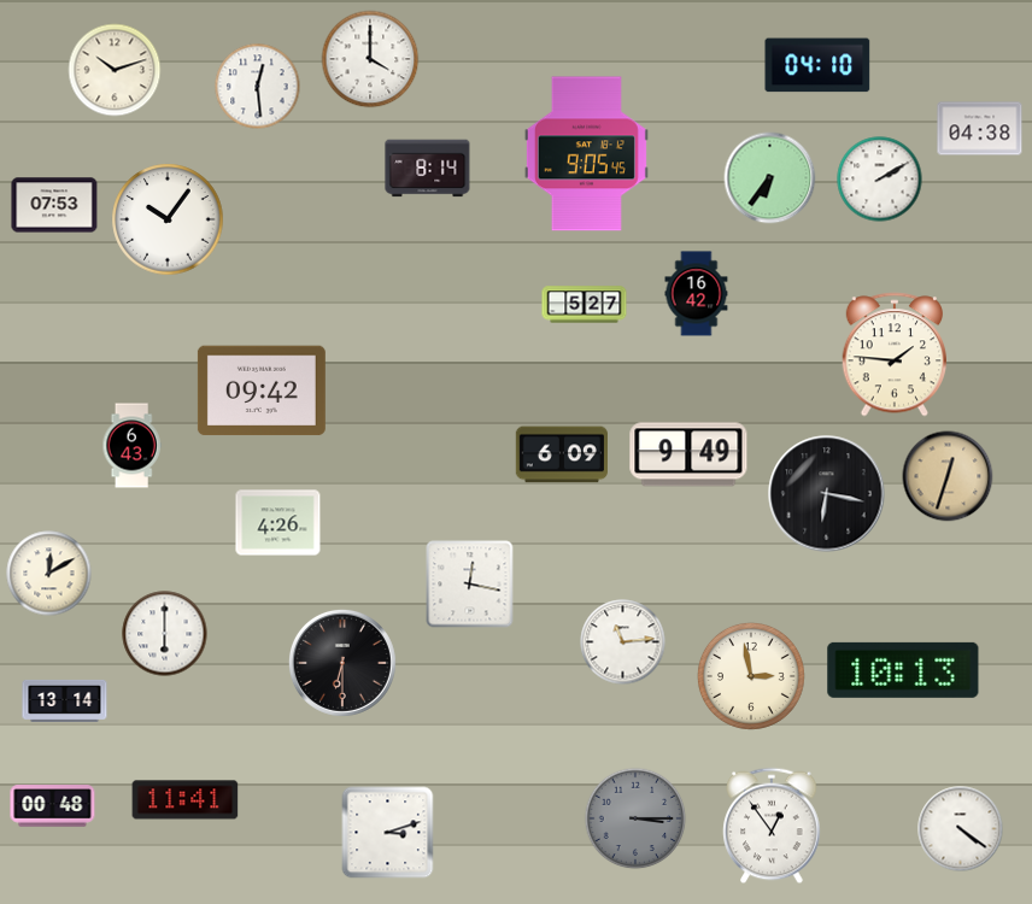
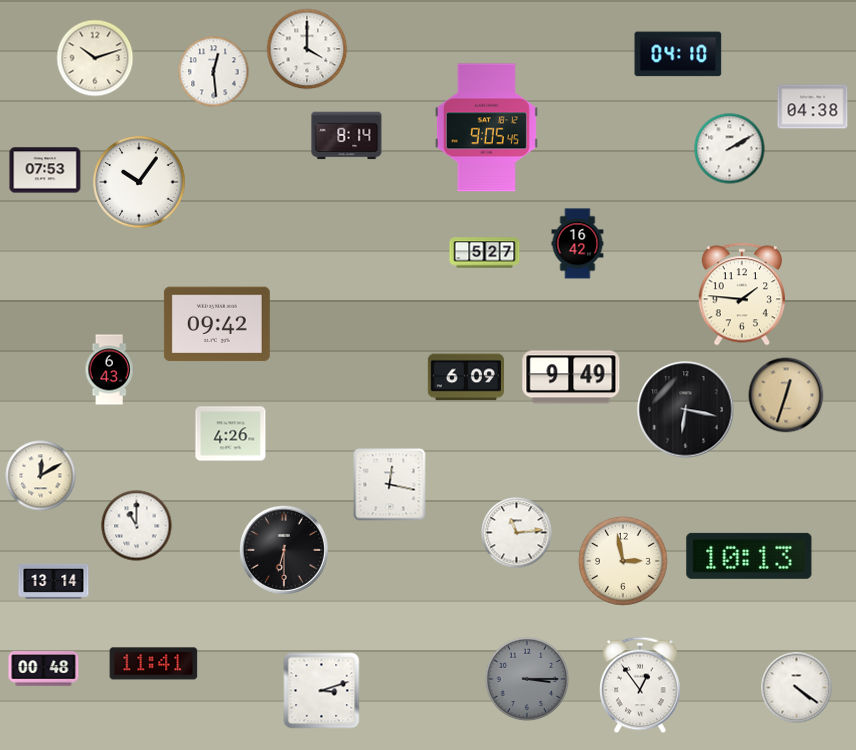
clock at (428, 169) position: (428, 169) -> (347, 136)
clock at (770, 178): 6:36 -> none
clock at (165, 634): 6:00 -> 11:00
